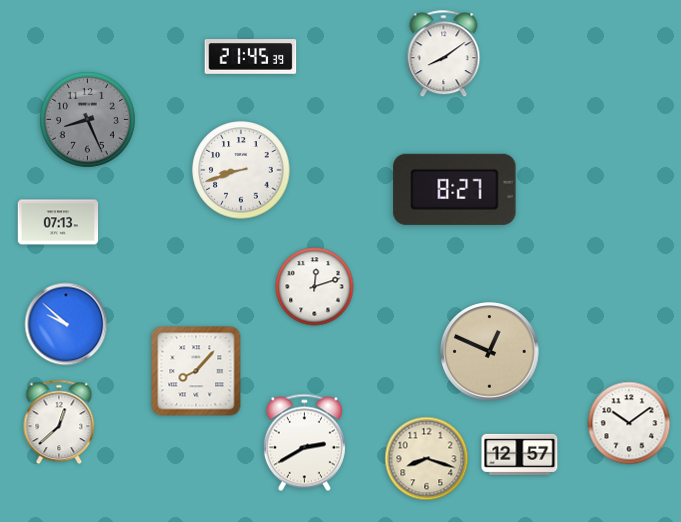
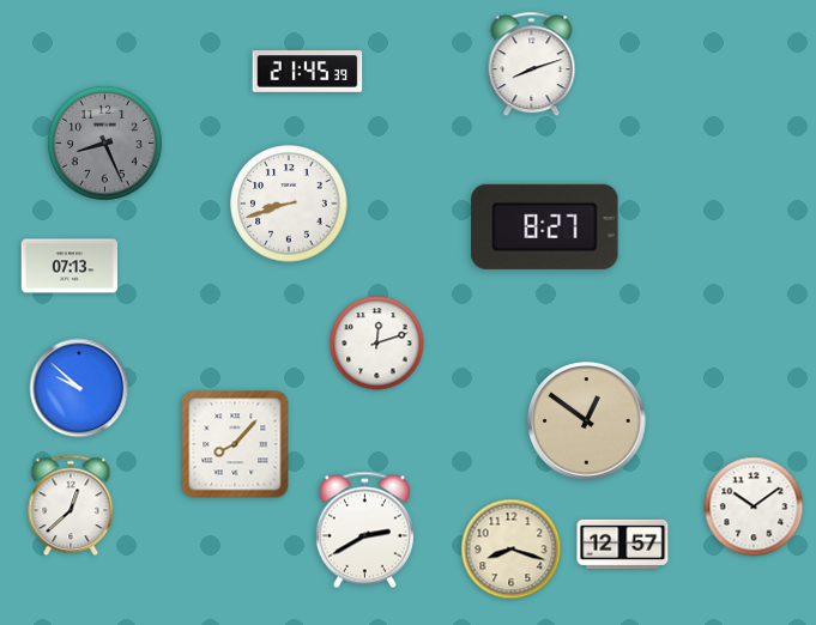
clock at (444, 54): 8:09 -> 8:12
clock at (251, 57) position: (251, 57) -> (308, 72)
clock at (490, 352): 12:49 -> 12:51
